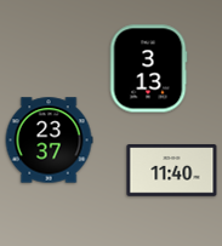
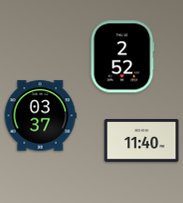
clock at (148, 69): 3:13 -> 2:52
clock at (49, 141): 23:37 -> 03:37
